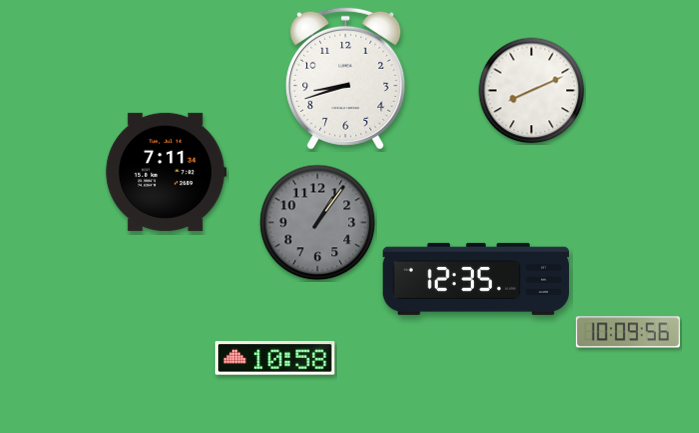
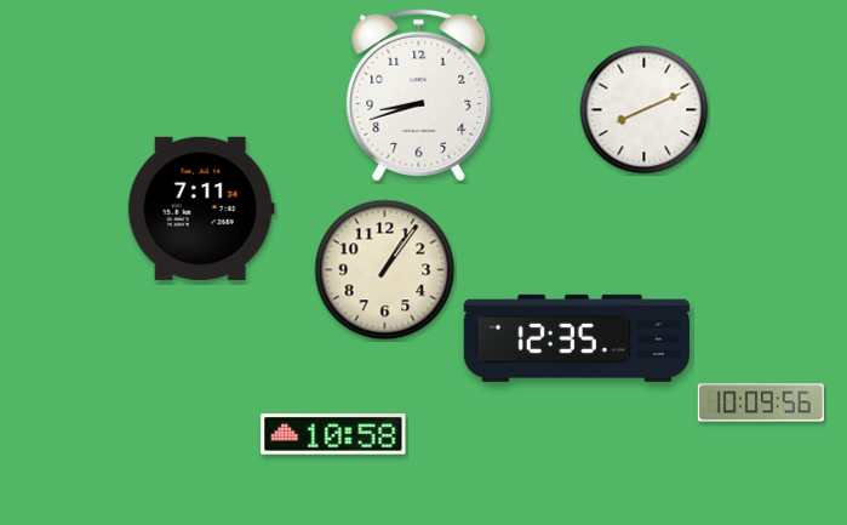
clock at (318, 223) dial: grey -> cream
